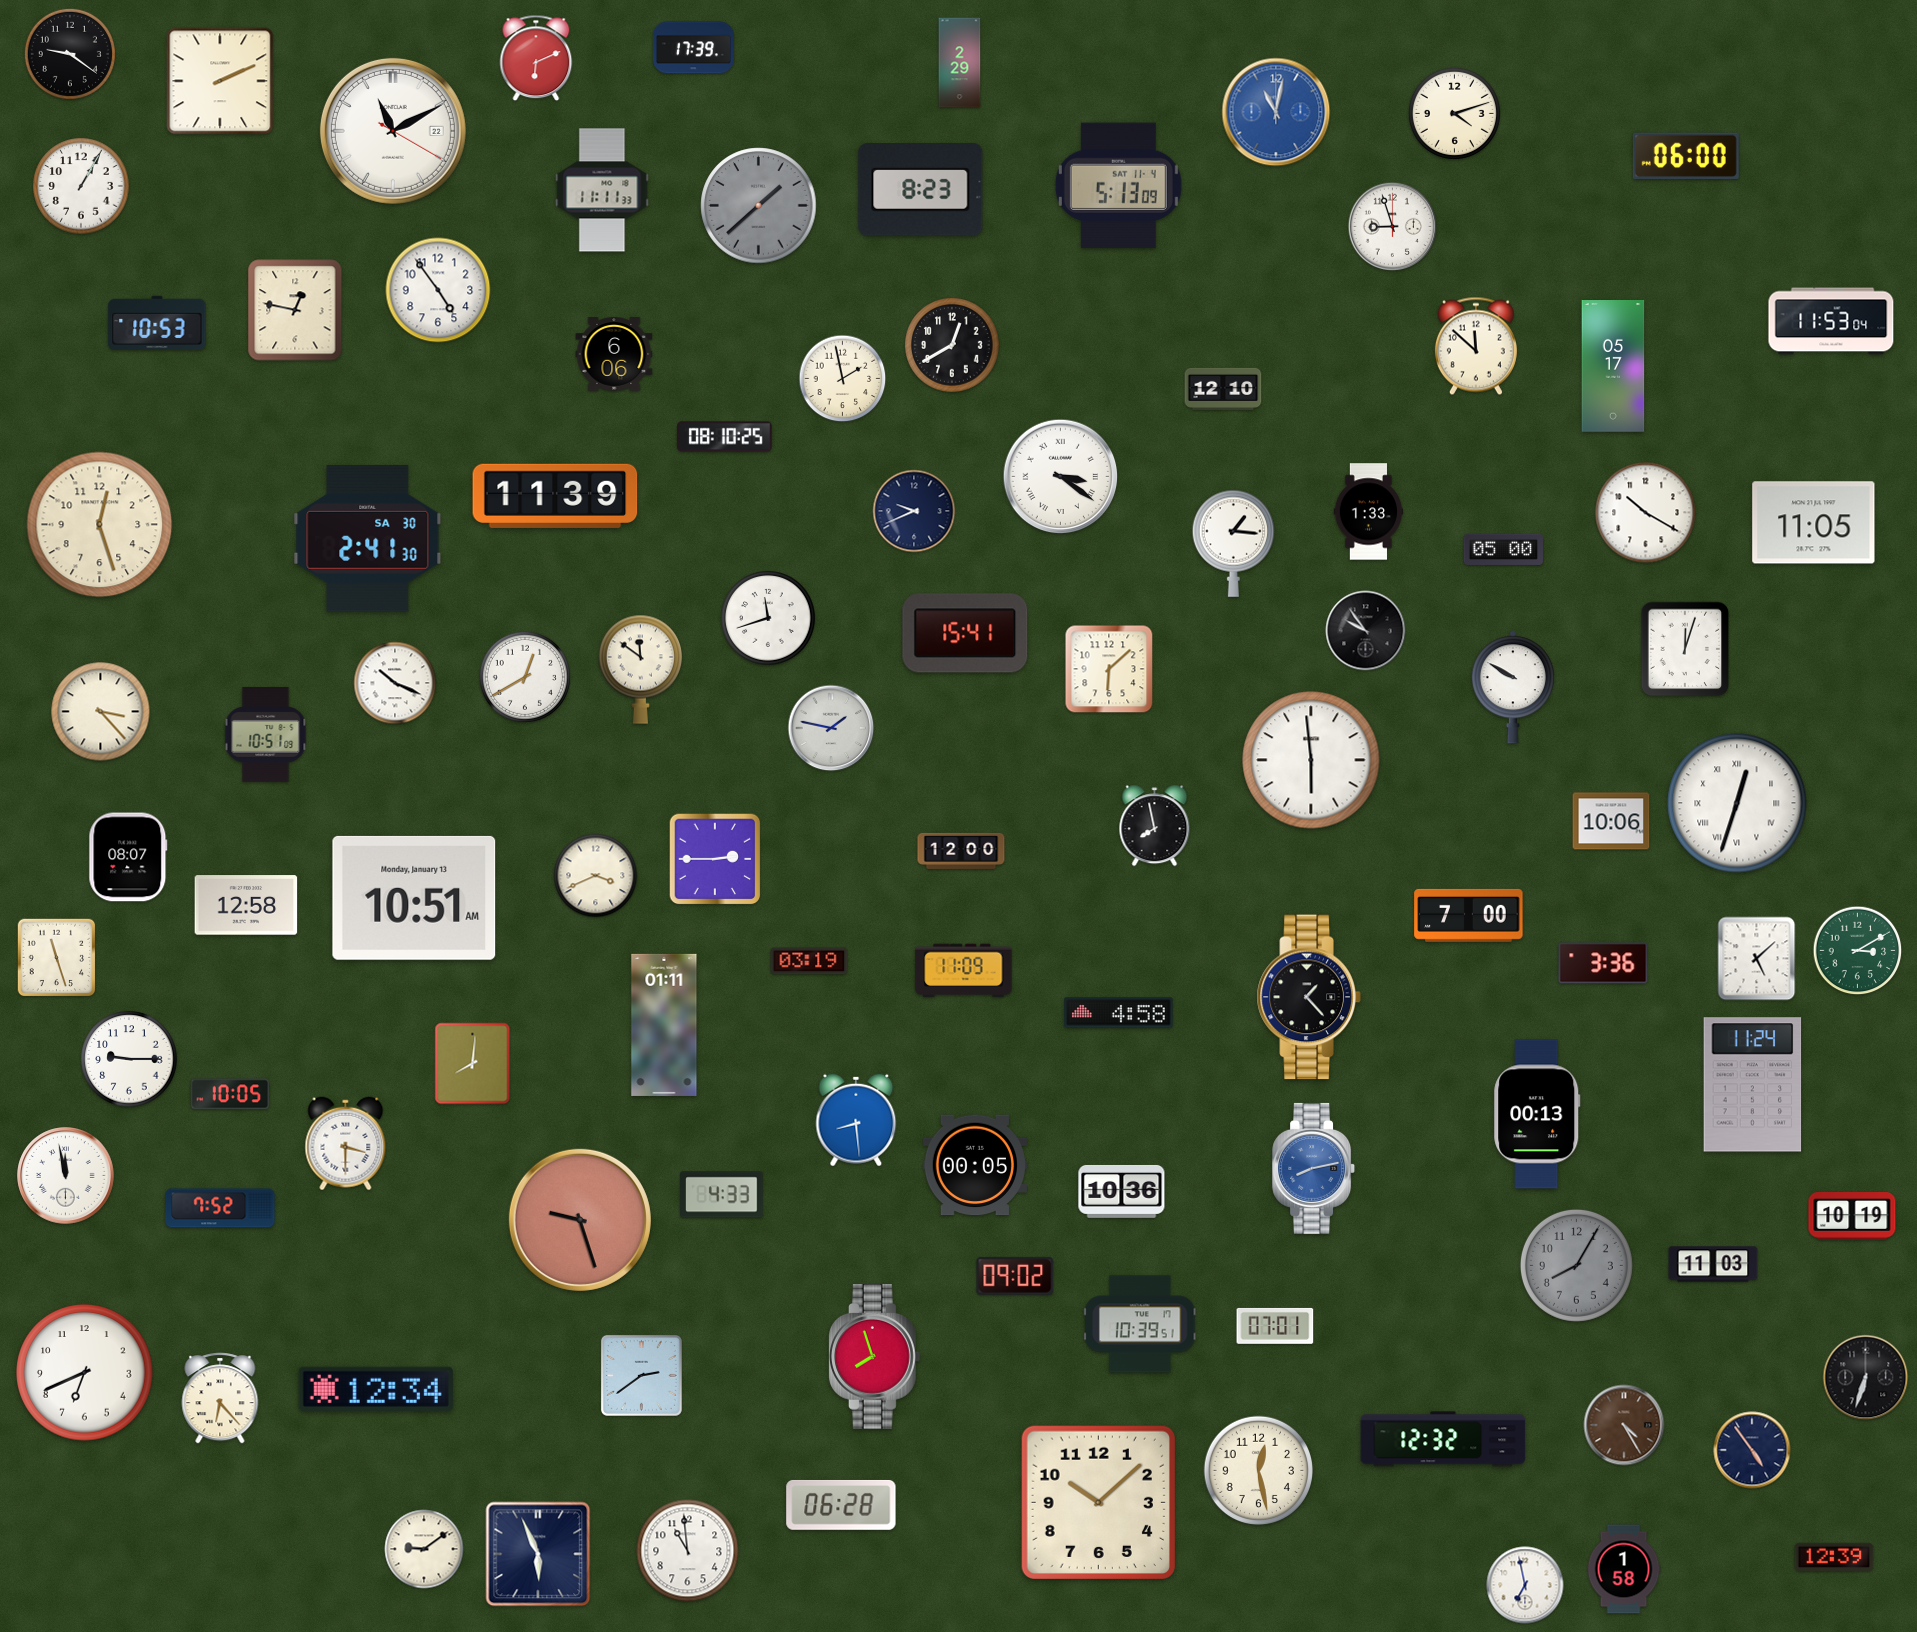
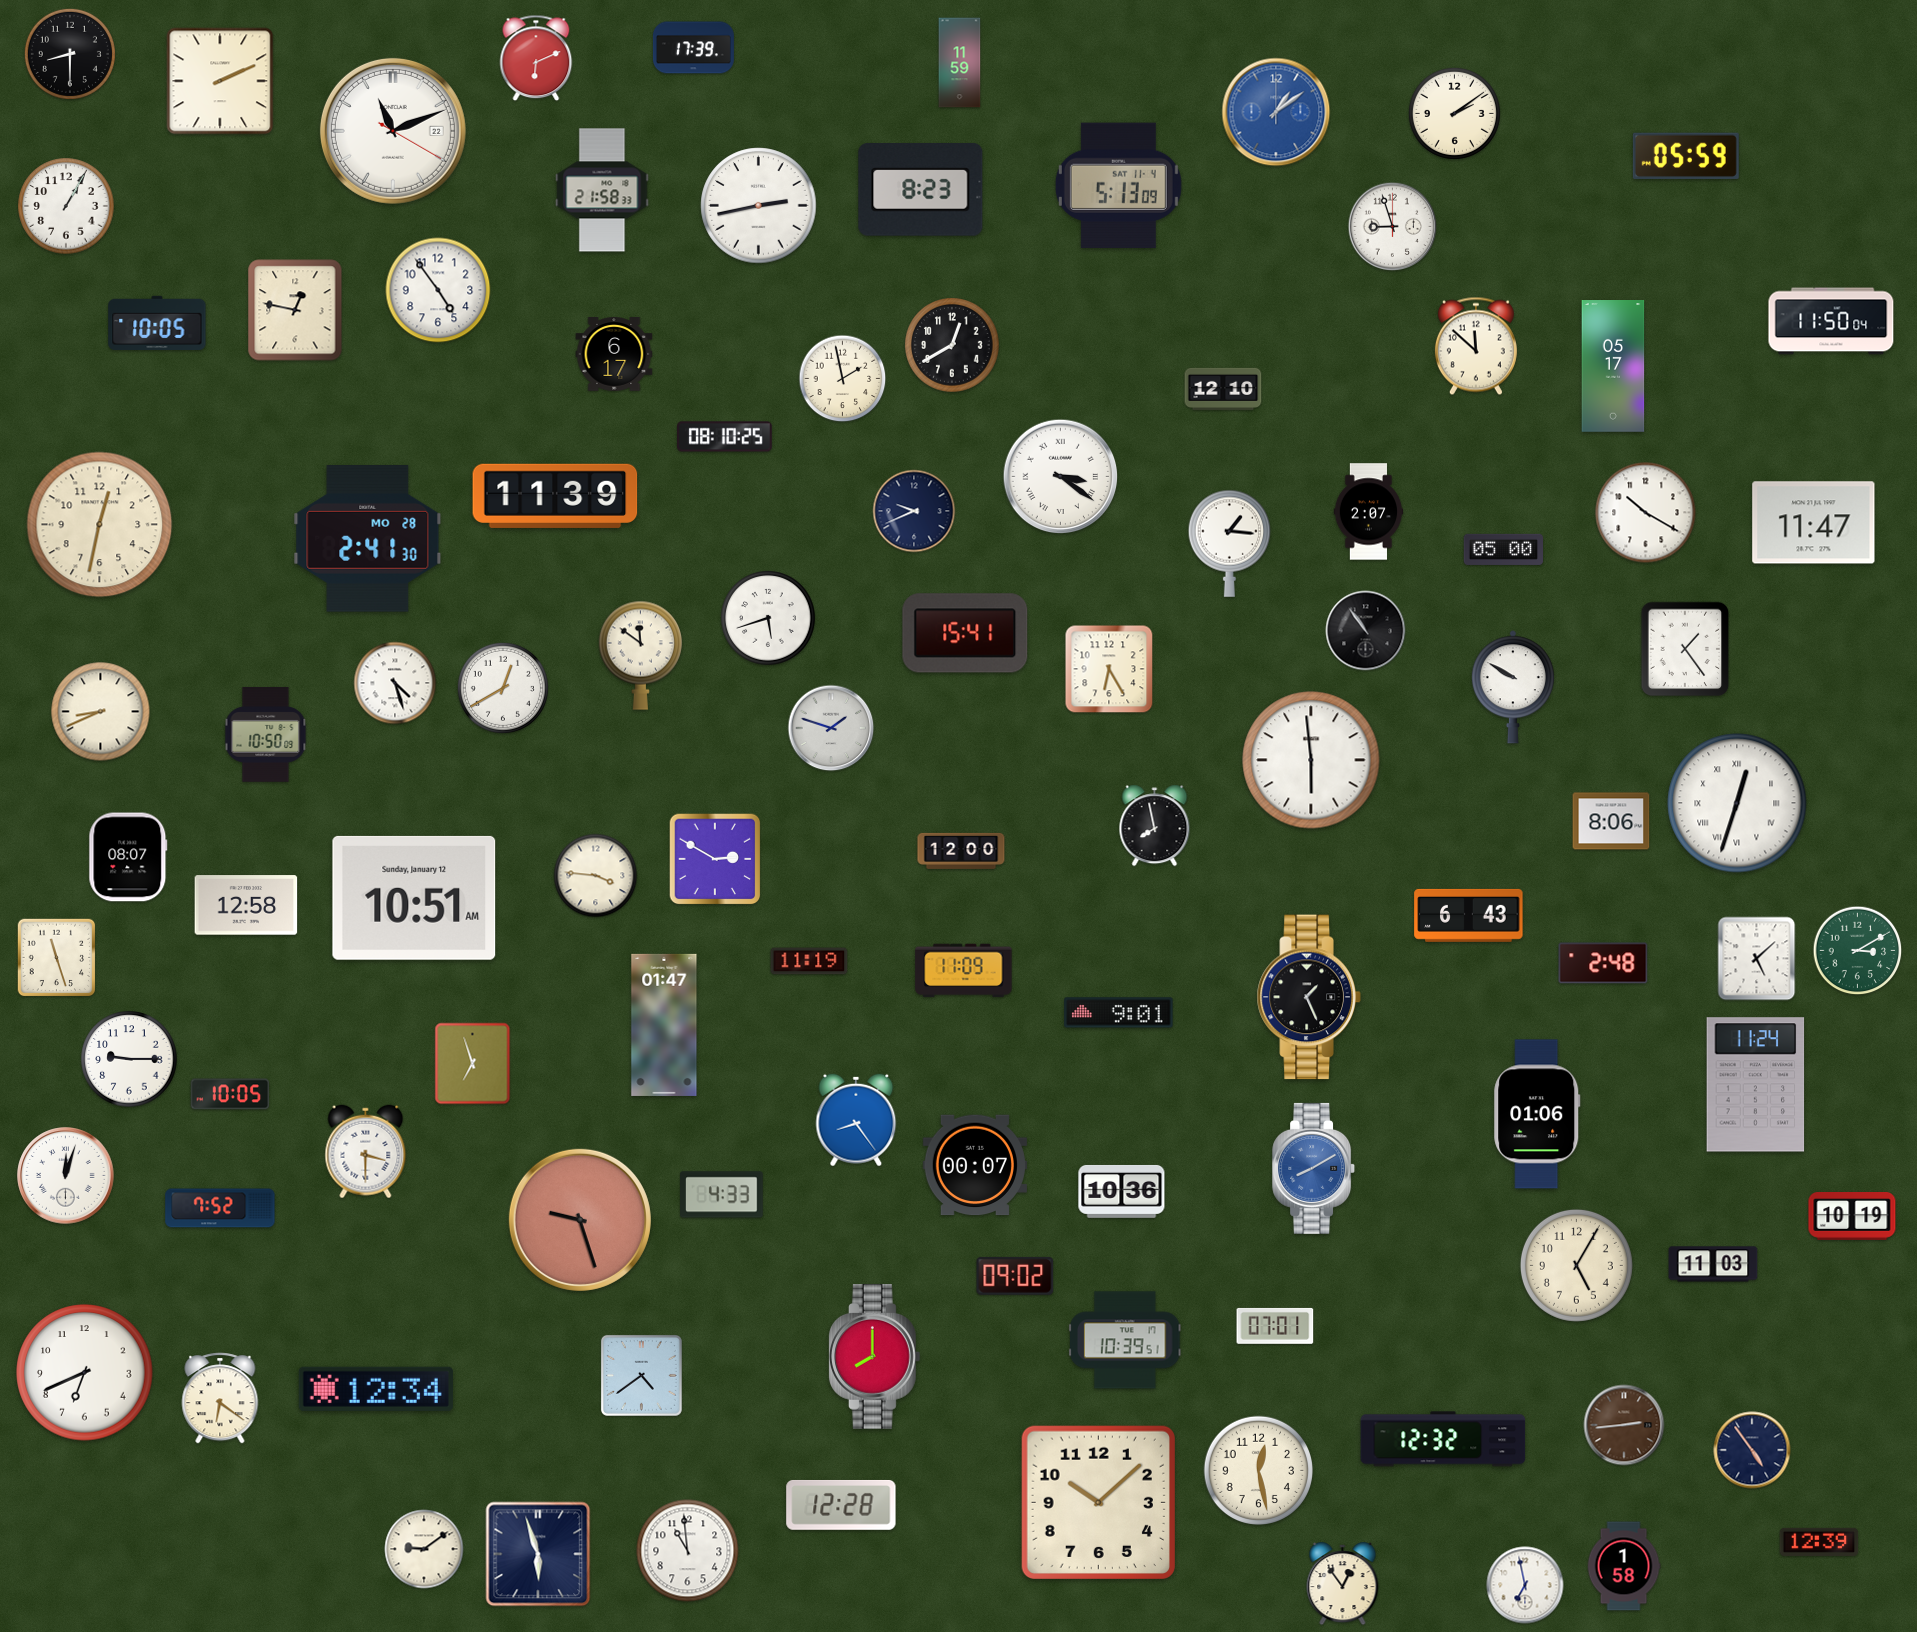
clock at (70, 54): 9:21 -> 8:30
clock at (960, 63): 2:29 -> 11:59
clock at (1276, 112): 11:02 -> 1:09
clock at (1454, 113): 4:12 -> 2:09
clock at (393, 131): 11:10 -> 11:11
clock at (1686, 156): 06:00 -> 05:59
clock at (81, 186) position: (81, 186) -> (66, 206)
clock at (602, 190): 11:11 -> 21:58
clock at (759, 206): 1:38 -> 2:43
clock at (759, 206) dial: grey -> white
clock at (1831, 321): 11:53 -> 11:50
clock at (157, 323): 10:53 -> 10:05
clock at (614, 354): 6:06 -> 6:17
clock at (1369, 512): 1:33 -> 2:07
clock at (1814, 523): 11:05 -> 11:47
clock at (100, 525): 12:27 -> 12:32
clock at (368, 539) date: SA 30 -> MO 28
clock at (1234, 543) position: (1234, 543) -> (1230, 543)
clock at (768, 618): 11:42 -> 5:42
clock at (1366, 631): 9:54 -> 10:54
clock at (1685, 649): 12:03 -> 1:24
clock at (640, 669) position: (640, 669) -> (640, 655)
clock at (1109, 669): 6:08 -> 6:25
clock at (525, 677) position: (525, 677) -> (503, 688)
clock at (395, 683): 10:19 -> 4:27
clock at (101, 712): 3:23 -> 8:41
clock at (831, 728): 1:47 -> 1:48
clock at (266, 735): 10:51 -> 10:50
clock at (1611, 821): 10:06 -> 8:06
clock at (715, 859): 2:45 -> 2:50
clock at (596, 876): 3:41 -> 3:46
clock at (414, 898) date: Monday, January 13 -> Sunday, January 12
clock at (1469, 915): 7:00 -> 6:43
clock at (809, 961): 03:19 -> 11:19
clock at (1603, 963): 3:36 -> 2:48
clock at (1309, 997): 1:23 -> 1:26
clock at (1119, 1013): 4:58 -> 9:01
clock at (664, 1025): 01:11 -> 01:47
clock at (473, 1064): 8:01 -> 6:57
clock at (1753, 1085) position: (1753, 1085) -> (1756, 1085)
clock at (1537, 1114): 00:13 -> 01:06
clock at (856, 1120): 8:29 -> 8:24
clock at (346, 1144) position: (346, 1144) -> (366, 1152)
clock at (974, 1165): 00:05 -> 00:07
clock at (1314, 1168): 8:13 -> 8:10
clock at (66, 1176): 11:58 -> 12:03
clock at (1576, 1265): 8:05 -> 5:05
clock at (1576, 1265) dial: grey -> cream
clock at (1141, 1324) position: (1141, 1324) -> (1126, 1340)
clock at (874, 1357): 7:57 -> 8:00
clock at (641, 1375): 2:39 -> 4:39
clock at (1866, 1378): 6:33 -> none
clock at (220, 1398): 6:23 -> 6:21
clock at (1624, 1425): 4:25 -> 2:44
clock at (841, 1505): 06:28 -> 12:28
clock at (538, 1554): 5:56 -> 5:57
clock at (1834, 1557) position: (1834, 1557) -> (1819, 1542)
clock at (1624, 1569) position: (1624, 1569) -> (1624, 1566)
clock at (1343, 1584): none -> 12:54
